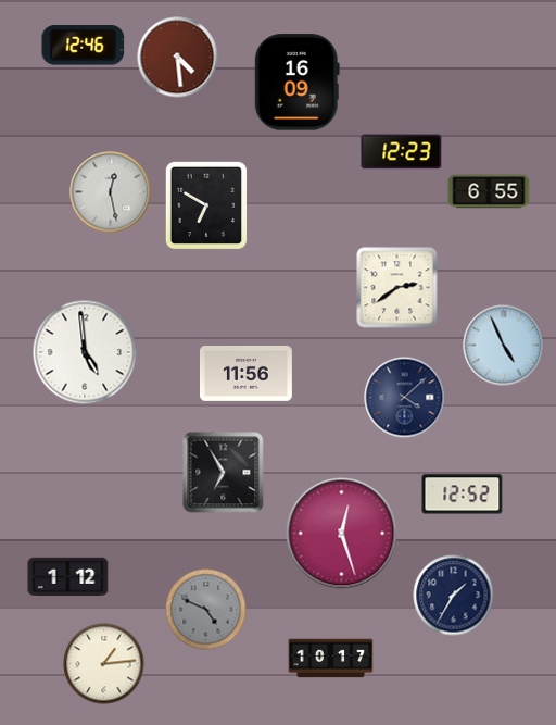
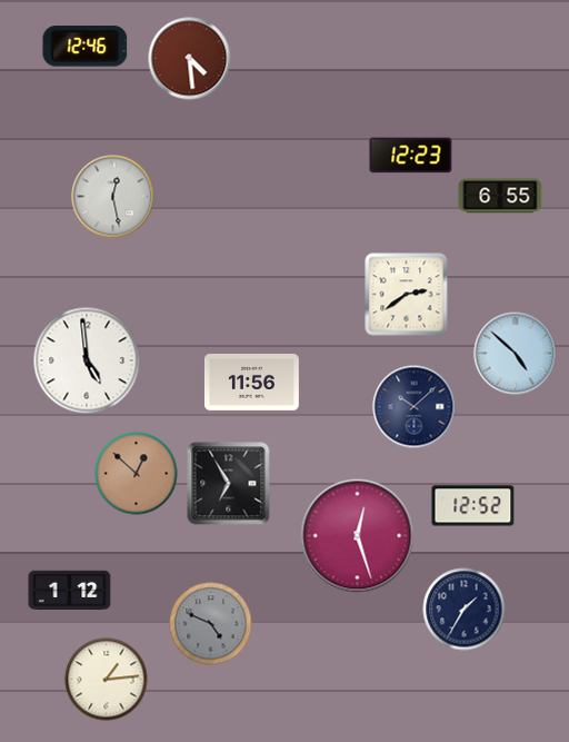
clock at (178, 58) position: (178, 58) -> (190, 59)
clock at (296, 83): 16:09 -> none
clock at (206, 205): 6:50 -> none
clock at (504, 346): 4:56 -> 4:52
clock at (405, 398): 4:08 -> 10:08
clock at (137, 474): none -> 12:52
clock at (342, 534) position: (342, 534) -> (358, 536)
clock at (331, 659): 10:17 -> none
